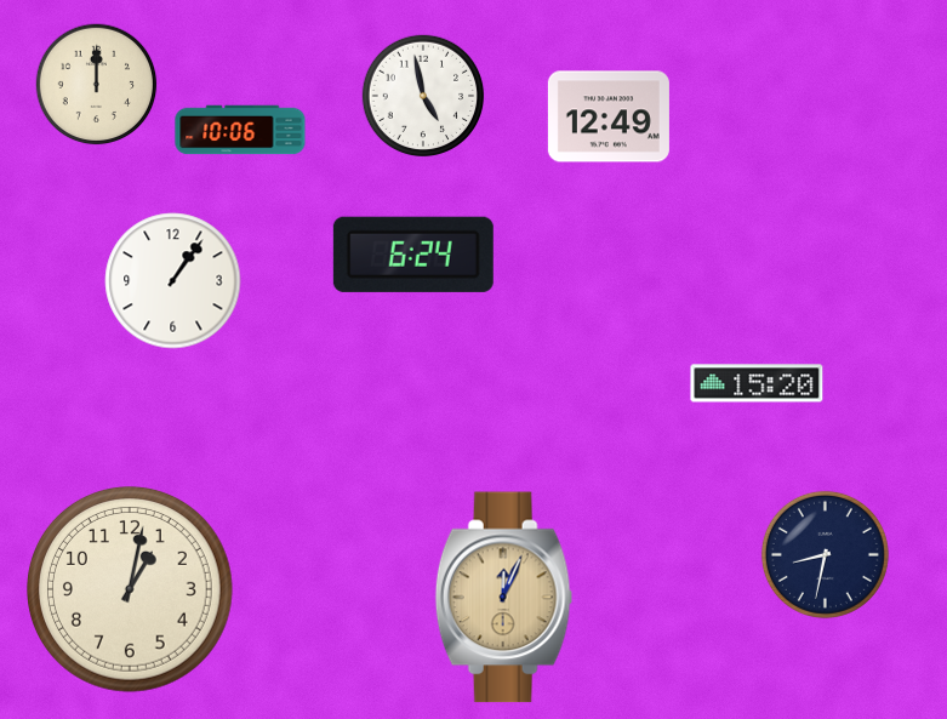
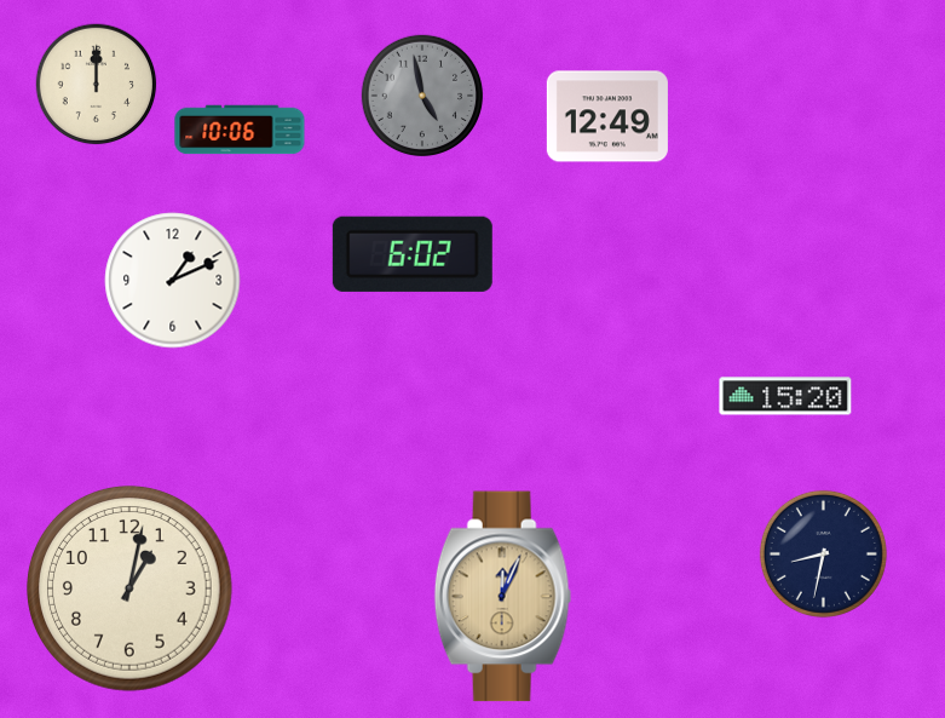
clock at (423, 96) dial: white -> grey
clock at (413, 255): 6:24 -> 6:02
clock at (173, 281): 1:06 -> 1:11
clock at (757, 383) position: (757, 383) -> (785, 396)
